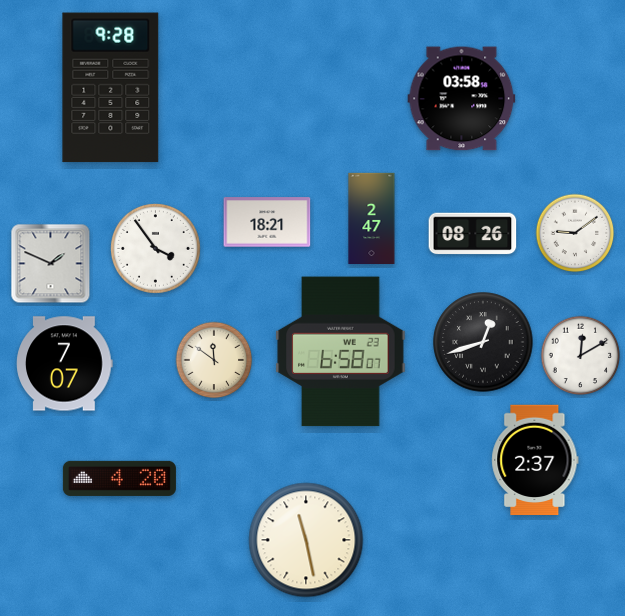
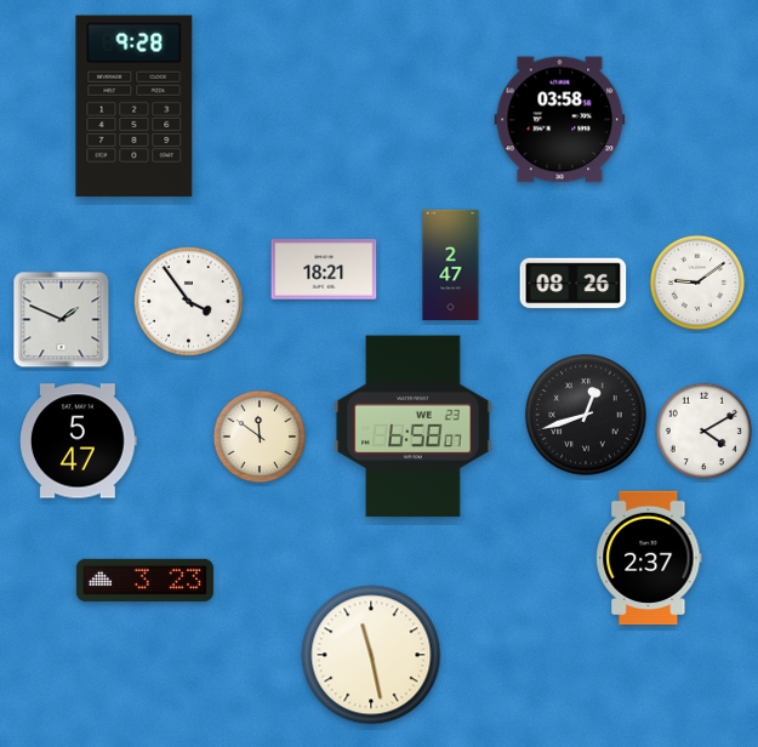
clock at (581, 356): 12:10 -> 4:10
clock at (65, 364): 7:07 -> 5:47
clock at (119, 478): 4:20 -> 3:23
